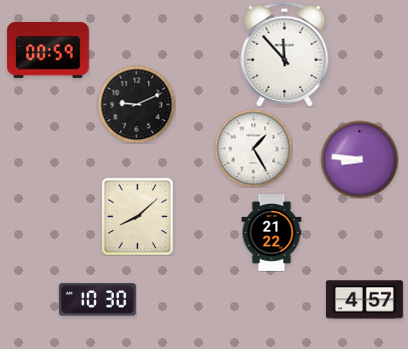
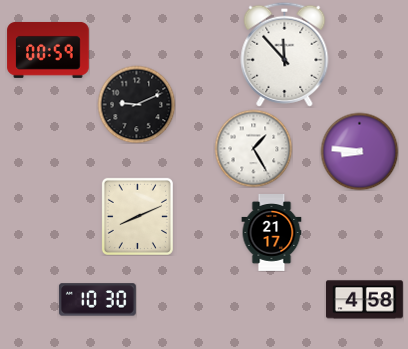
clock at (359, 159) position: (359, 159) -> (359, 151)
clock at (137, 216): 8:08 -> 8:11
clock at (272, 233): 21:22 -> 21:17
clock at (364, 300): 4:57 -> 4:58
